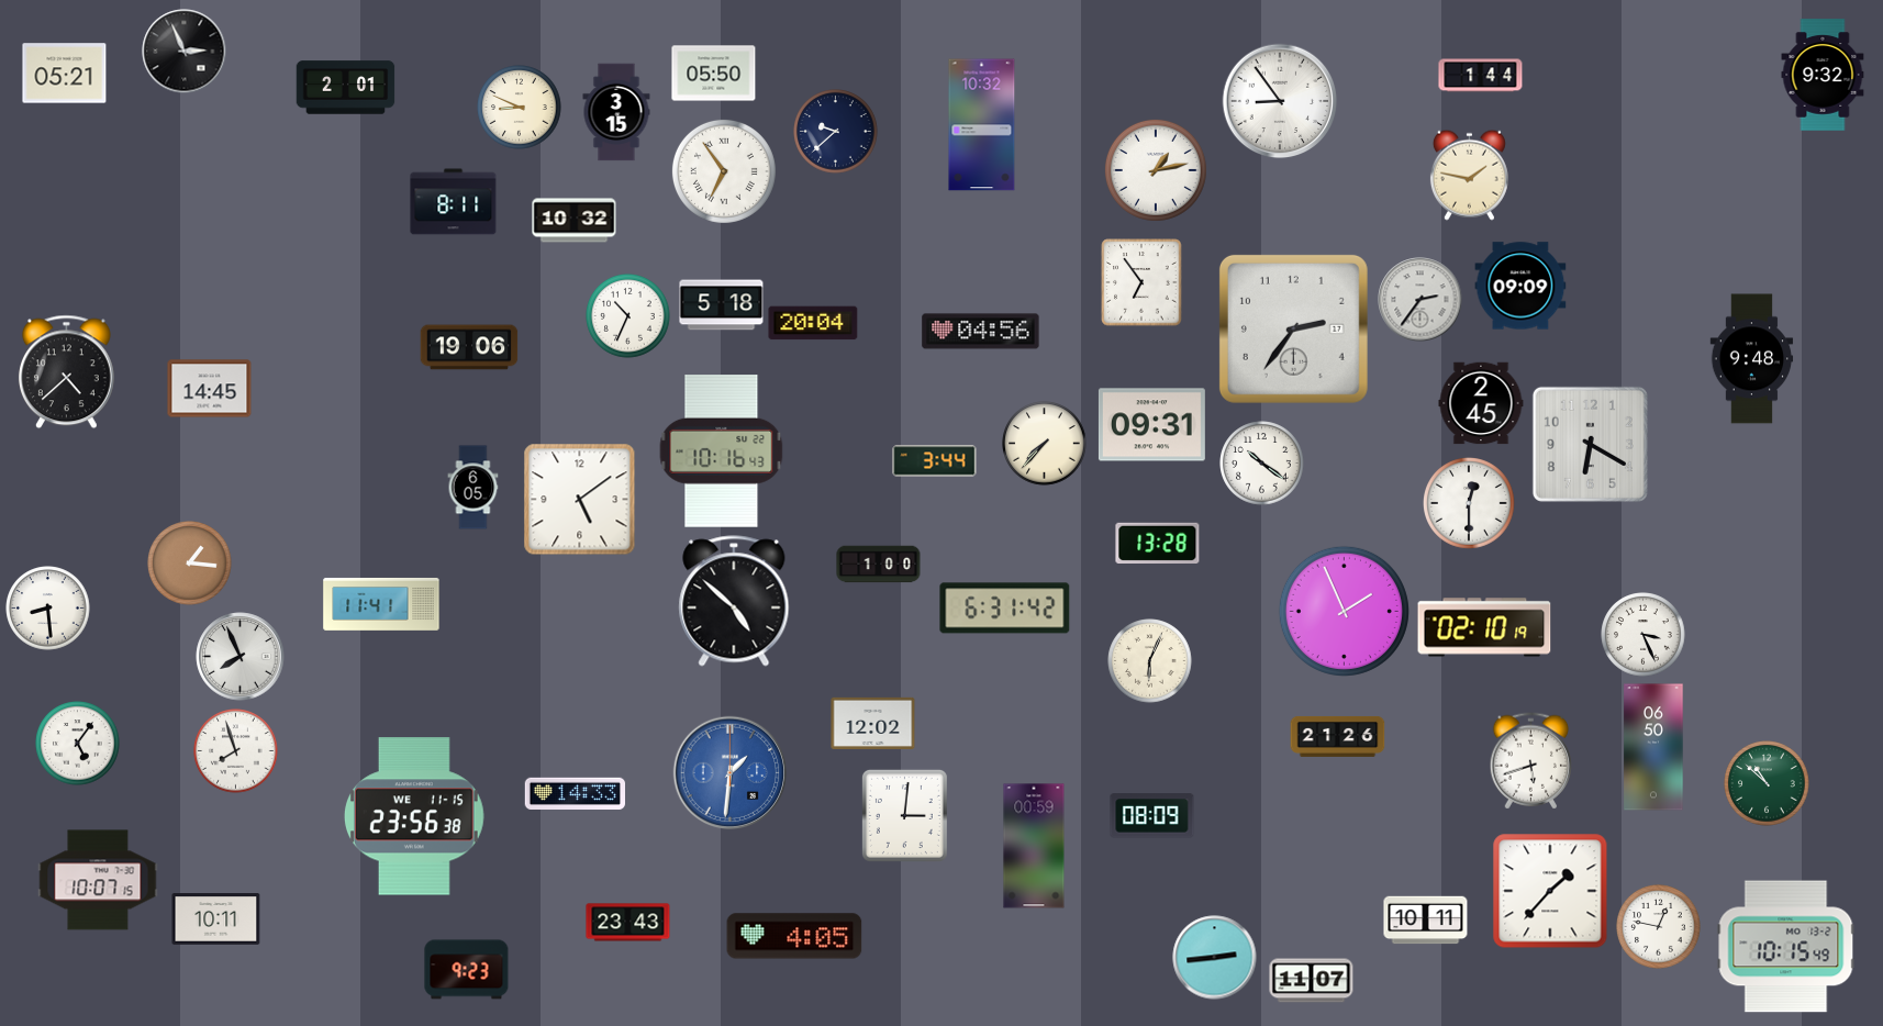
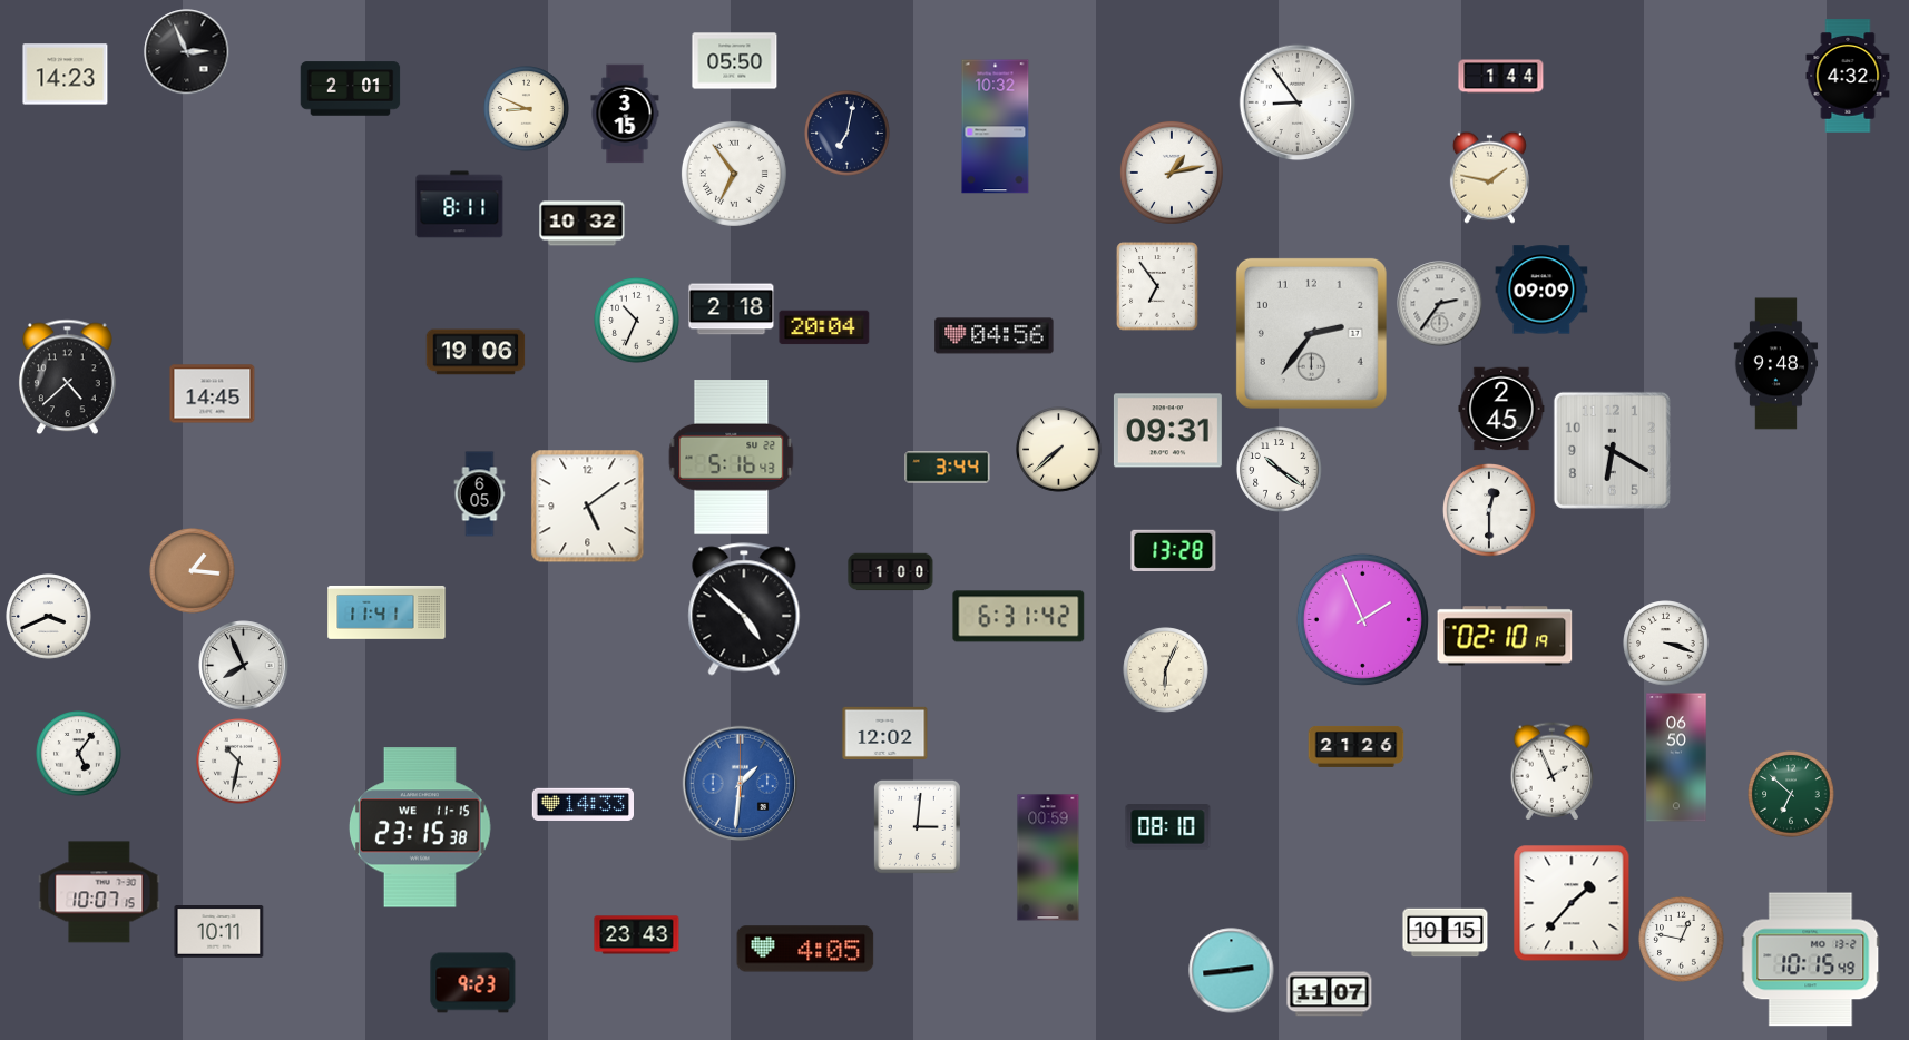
clock at (65, 74): 05:21 -> 14:23
clock at (714, 74) position: (714, 74) -> (735, 61)
clock at (1823, 75): 9:32 -> 4:32
clock at (836, 132): 9:38 -> 7:02
clock at (722, 305): 5:18 -> 2:18
clock at (1045, 444): 7:37 -> 7:38
clock at (722, 451): 10:16 -> 5:16
clock at (48, 609): 8:29 -> 3:41
clock at (1644, 635): 3:26 -> 3:18
clock at (236, 751): 7:57 -> 10:32
clock at (1530, 761): 5:42 -> 1:56
clock at (1767, 783): 10:52 -> 6:52
clock at (414, 816): 23:56 -> 23:15
clock at (1152, 816): 08:09 -> 08:10
clock at (1426, 921): 10:11 -> 10:15
